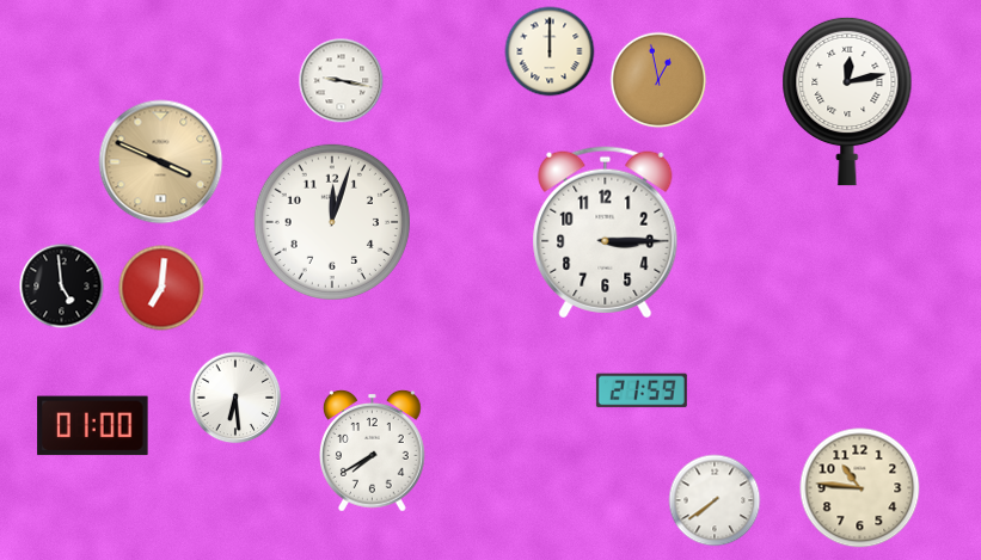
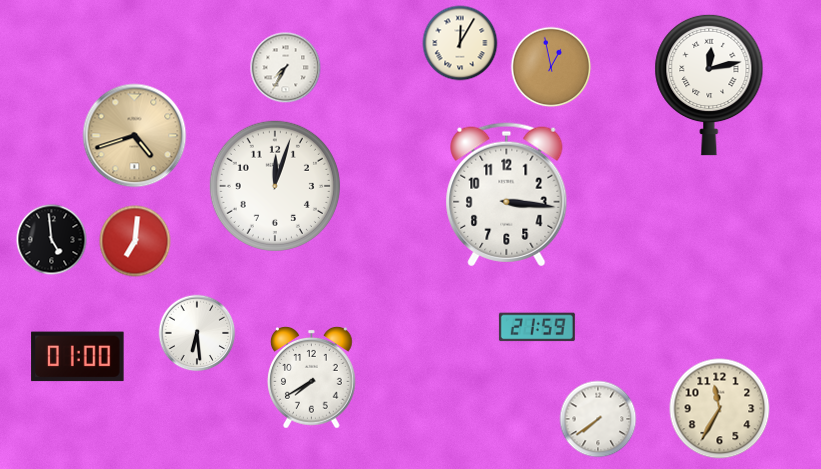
clock at (550, 51): 12:00 -> 12:05
clock at (342, 81): 9:17 -> 7:35
clock at (161, 162): 3:49 -> 4:42
clock at (332, 222) position: (332, 222) -> (275, 186)
clock at (606, 233): 3:15 -> 3:16
clock at (860, 488): 10:46 -> 11:35
